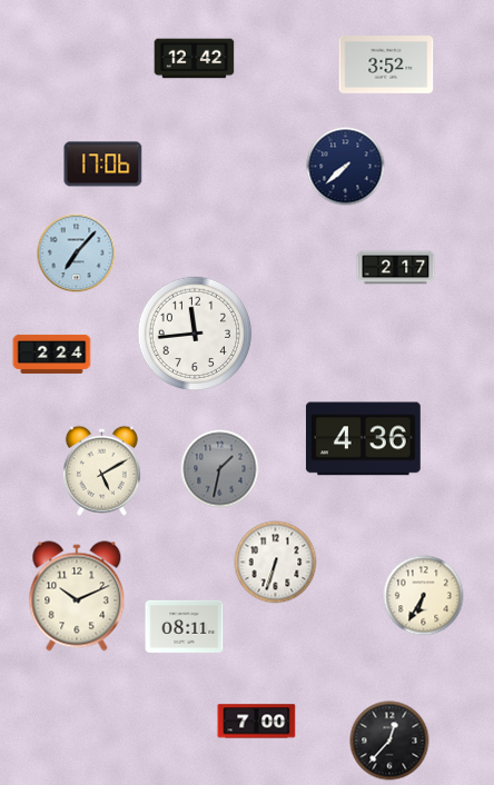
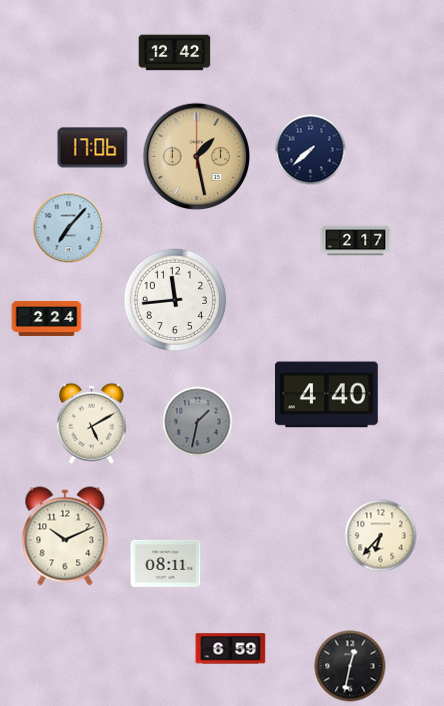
clock at (386, 66): 3:52 -> none
clock at (197, 157): none -> 1:28
clock at (363, 439): 4:36 -> 4:40
clock at (276, 563): 6:33 -> none
clock at (77, 596) position: (77, 596) -> (65, 536)
clock at (424, 596): 6:35 -> 6:37
clock at (257, 722): 7:00 -> 6:59
clock at (389, 741): 12:37 -> 12:32
